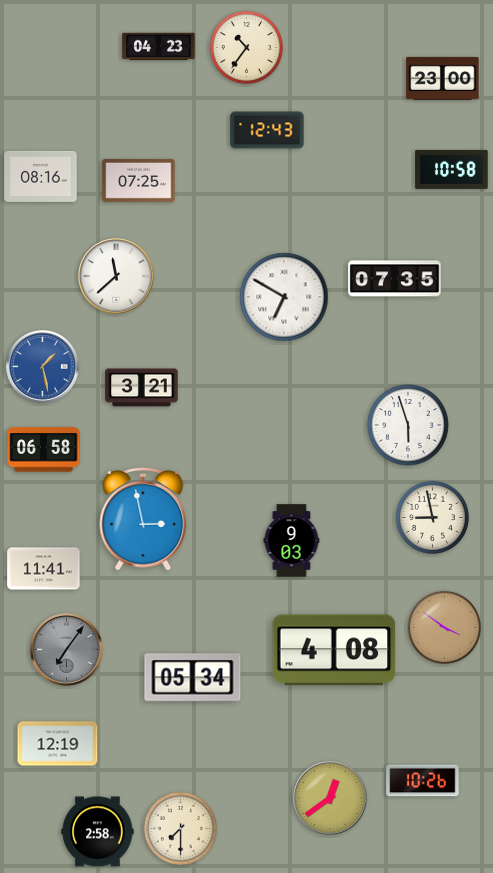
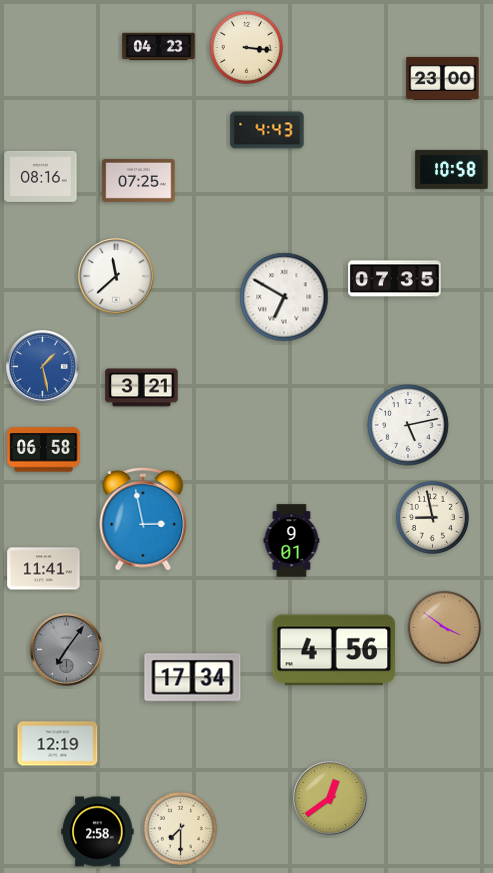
clock at (246, 47): 10:36 -> 3:16
clock at (267, 130): 12:43 -> 4:43
clock at (408, 425): 5:57 -> 5:13
clock at (292, 541): 9:03 -> 9:01
clock at (334, 650): 4:08 -> 4:56
clock at (193, 678): 05:34 -> 17:34
clock at (423, 781): 10:26 -> none
